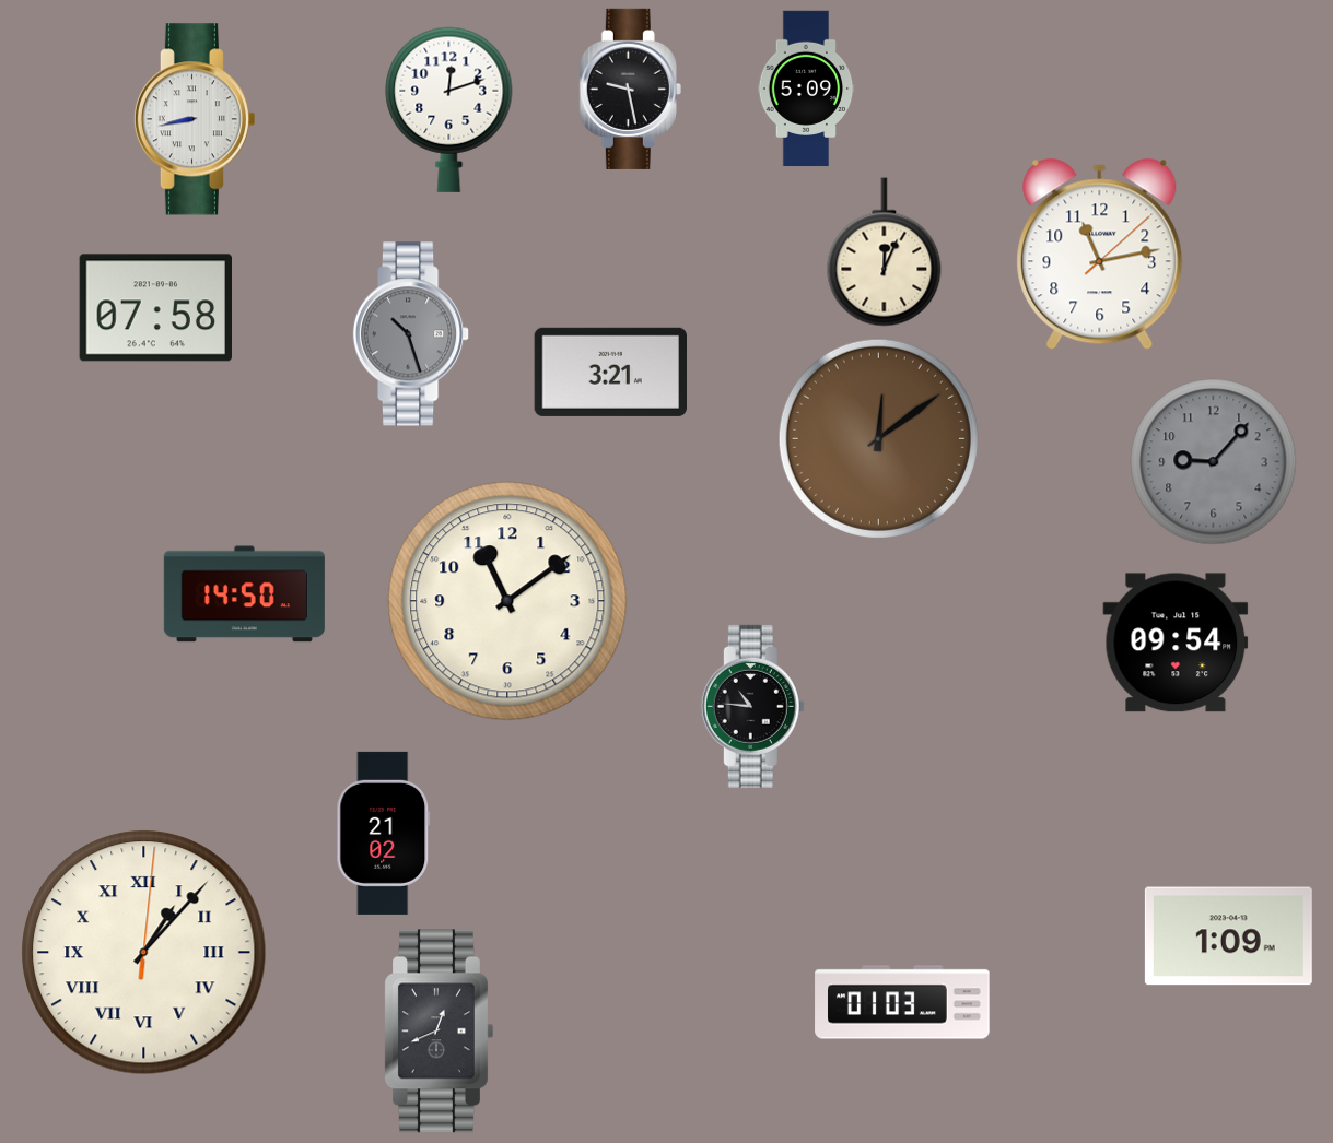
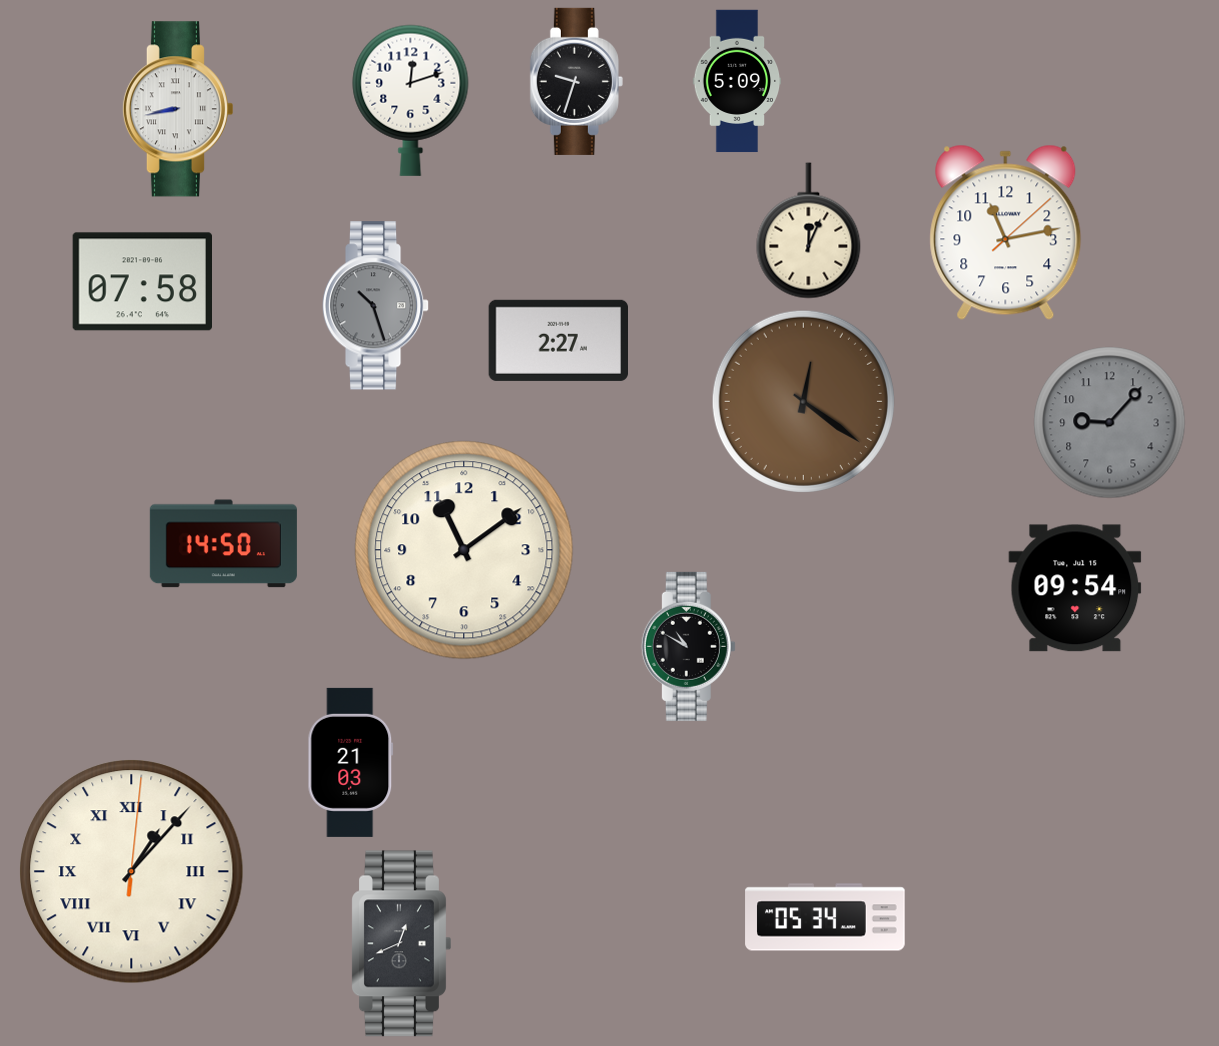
clock at (630, 89): 9:28 -> 9:33
clock at (610, 372): 3:21 -> 2:27
clock at (878, 438): 12:09 -> 12:21
clock at (752, 706): 10:46 -> 10:50
clock at (384, 833): 21:02 -> 21:03
clock at (1228, 936): 1:09 -> none
clock at (902, 1002): 01:03 -> 05:34
